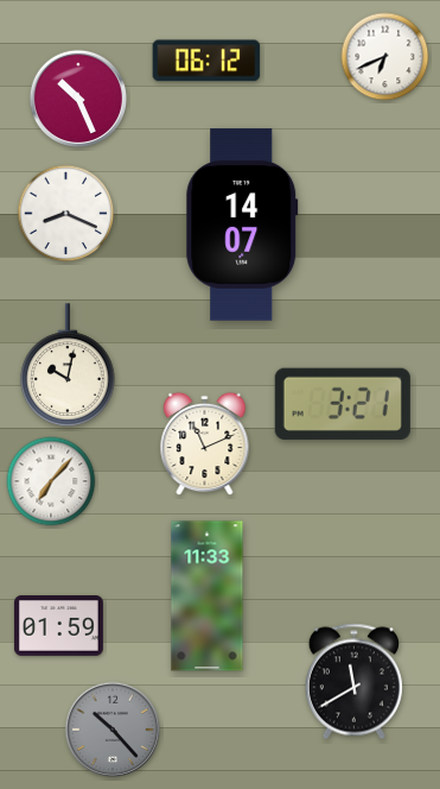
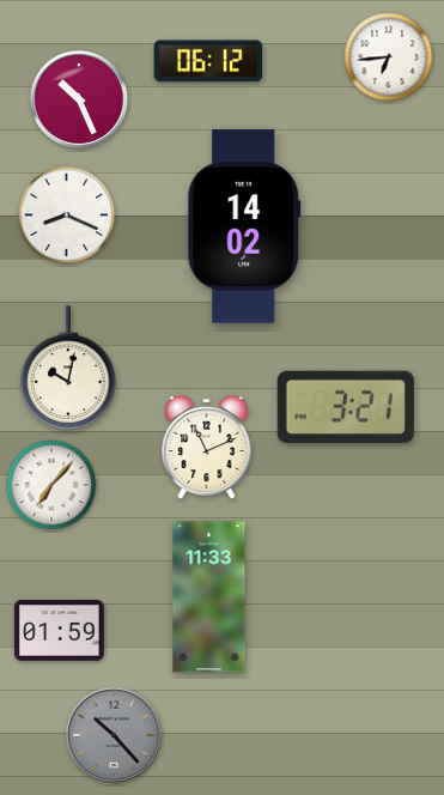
clock at (385, 57): 6:41 -> 6:44
clock at (242, 225): 14:07 -> 14:02
clock at (208, 597) position: (208, 597) -> (209, 597)
clock at (353, 682): 11:40 -> none
